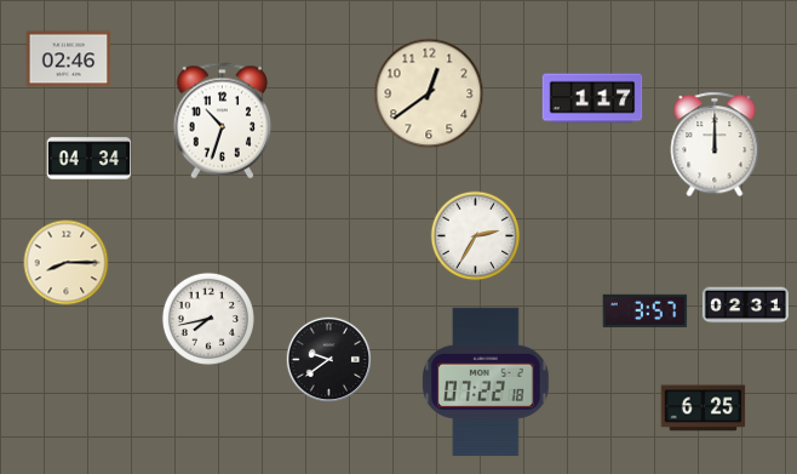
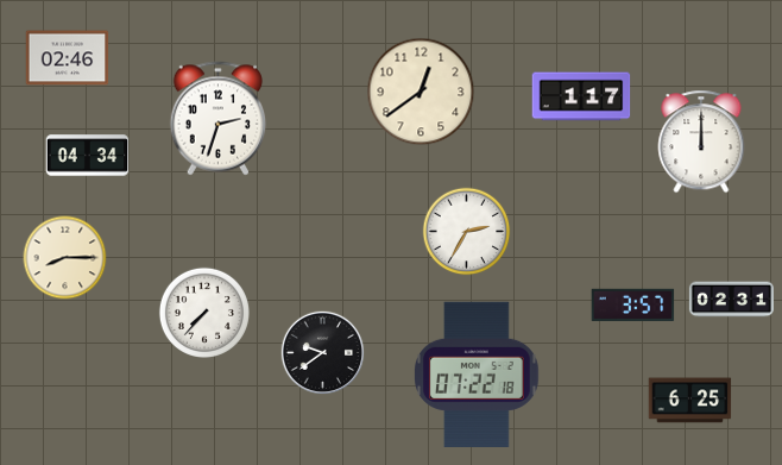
clock at (223, 121): 10:33 -> 2:33
clock at (208, 319): 7:43 -> 7:37
